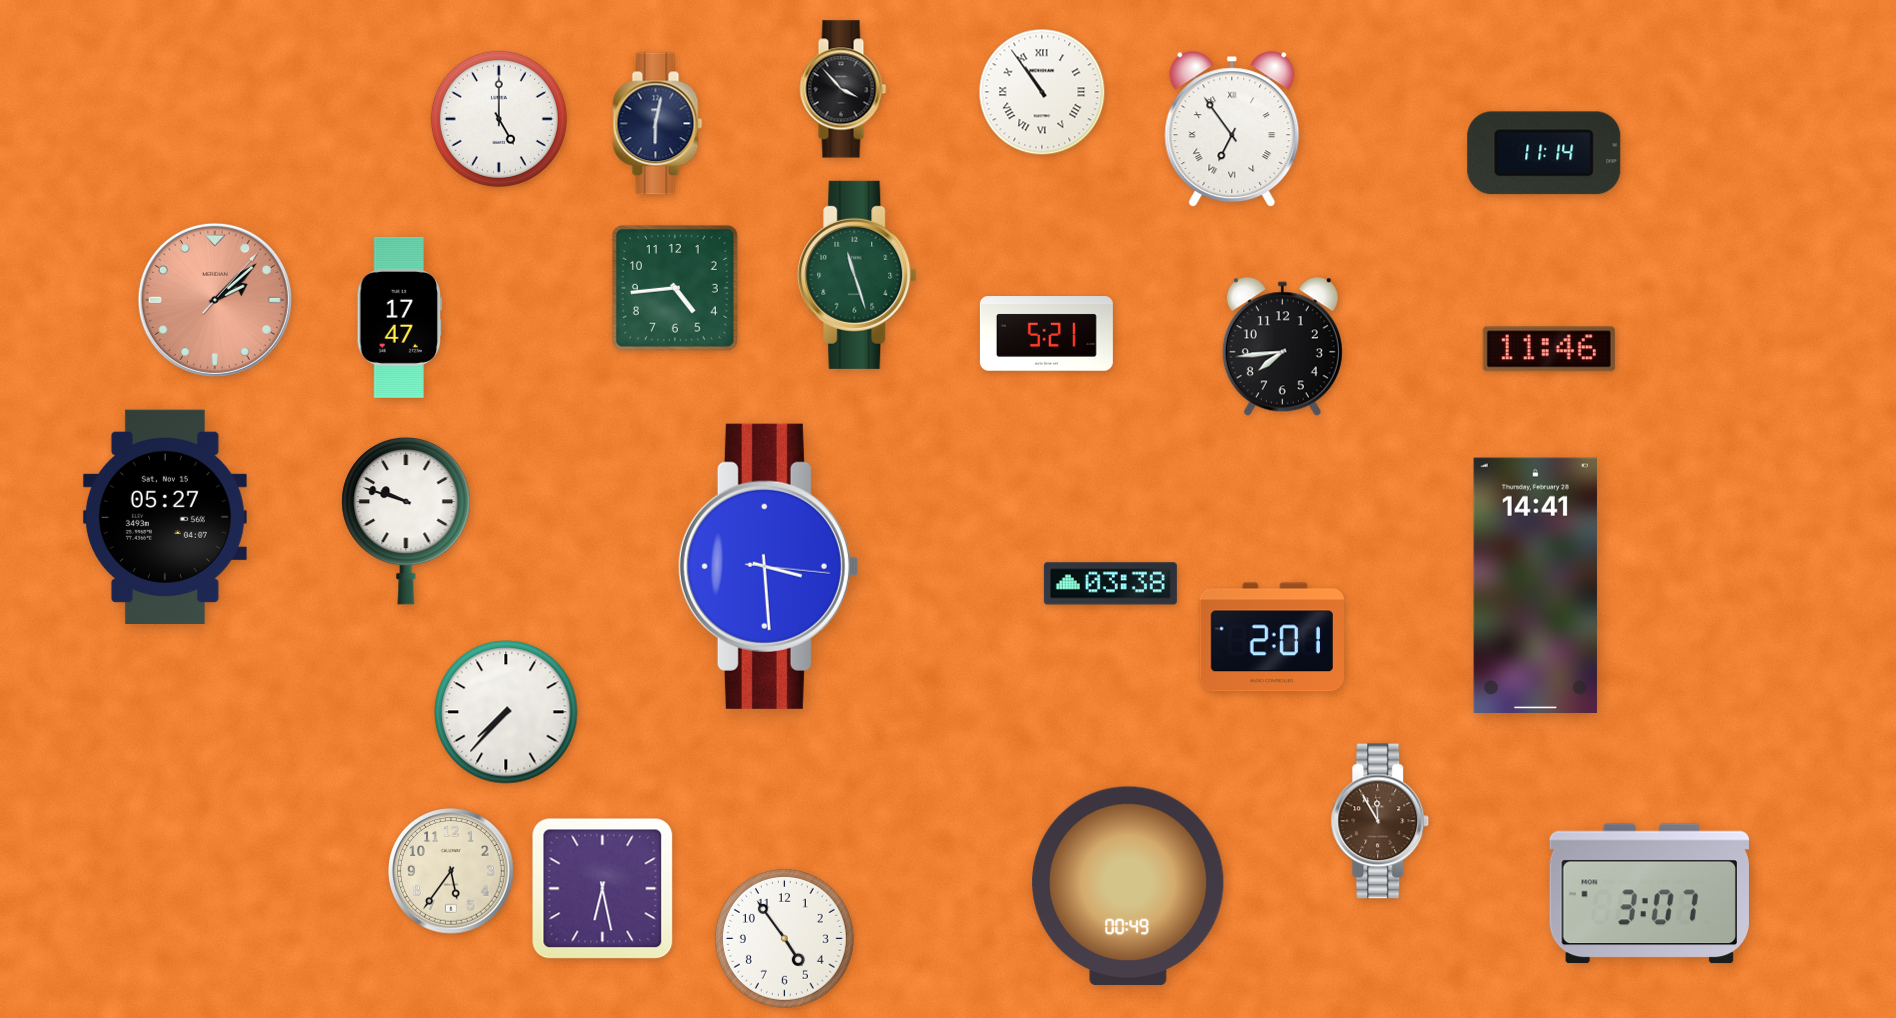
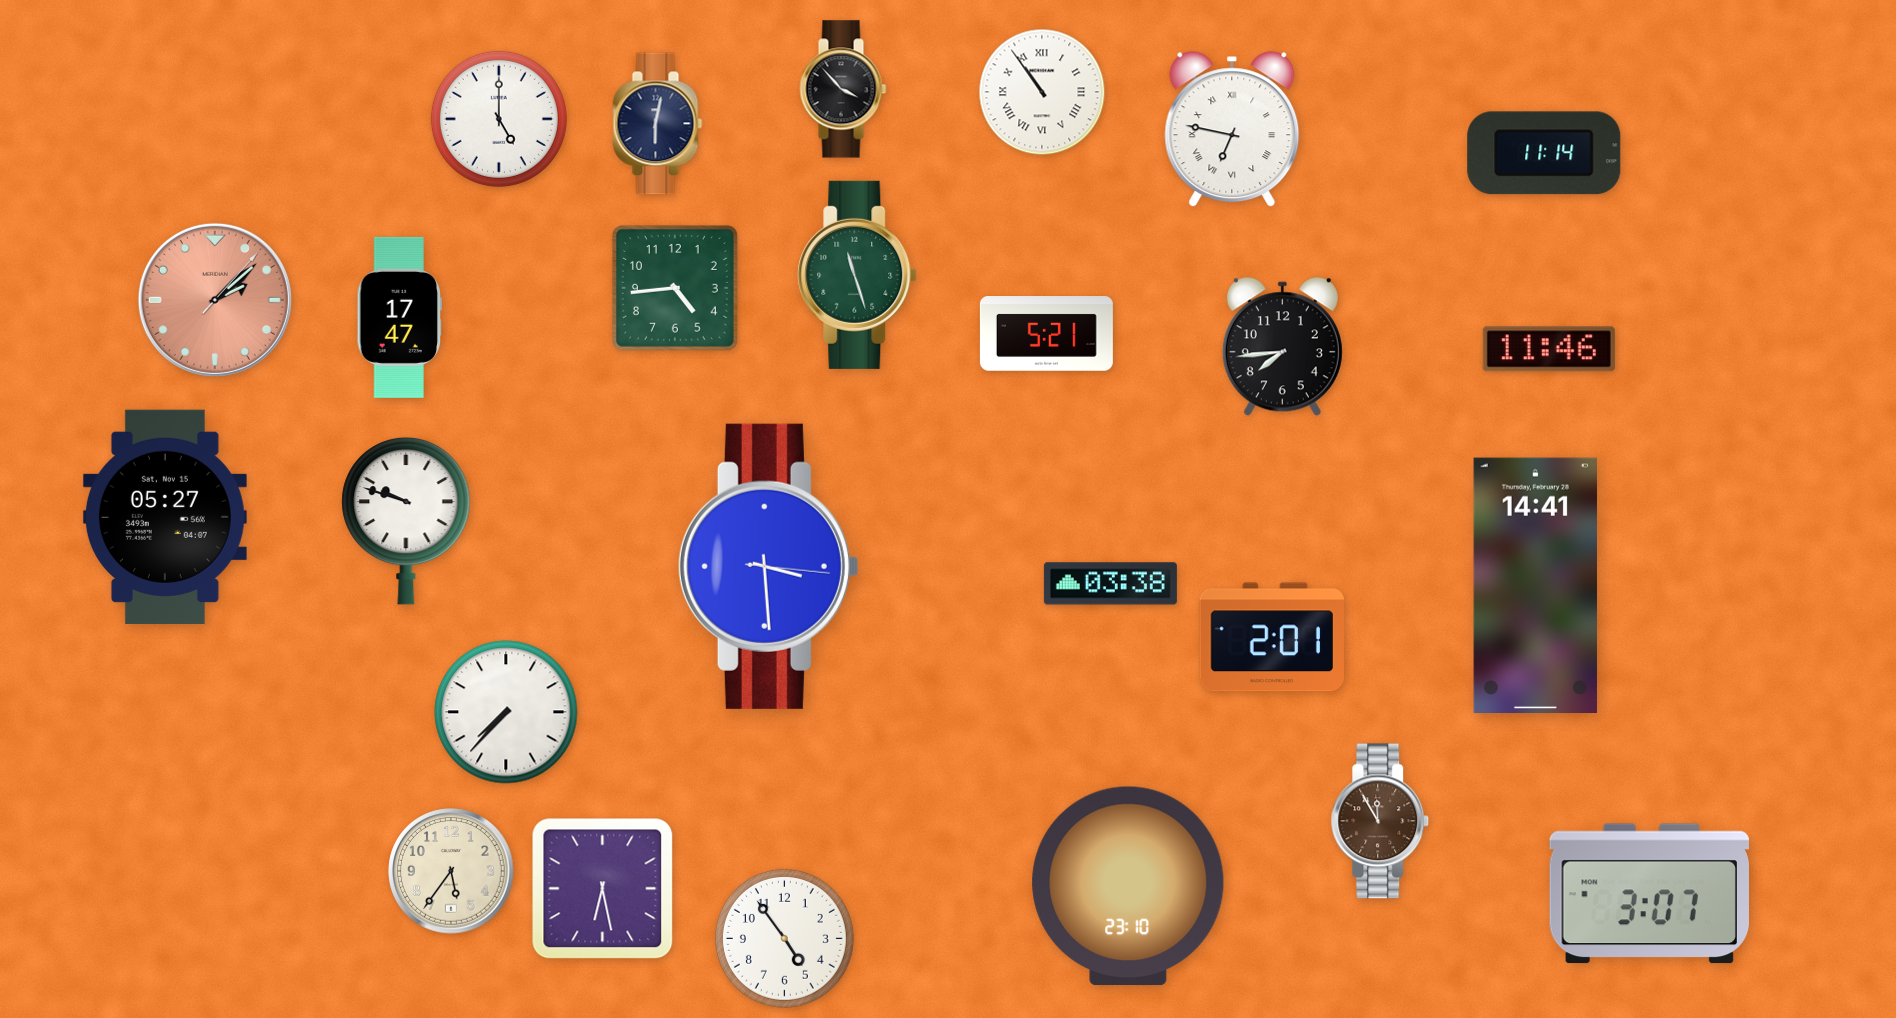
clock at (1232, 130): 6:54 -> 6:47
clock at (1128, 886): 00:49 -> 23:10
